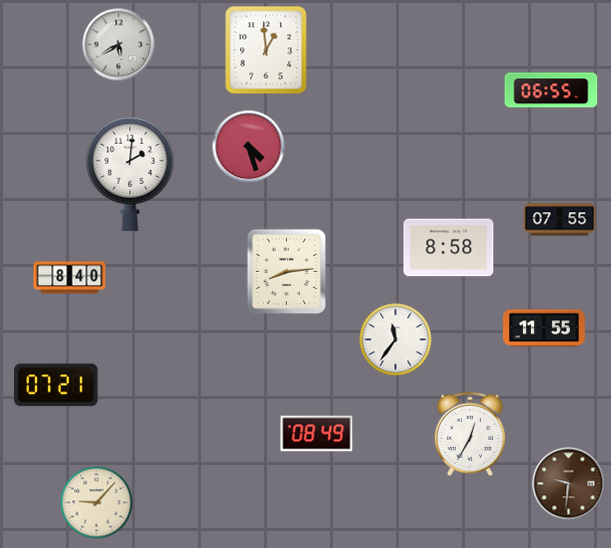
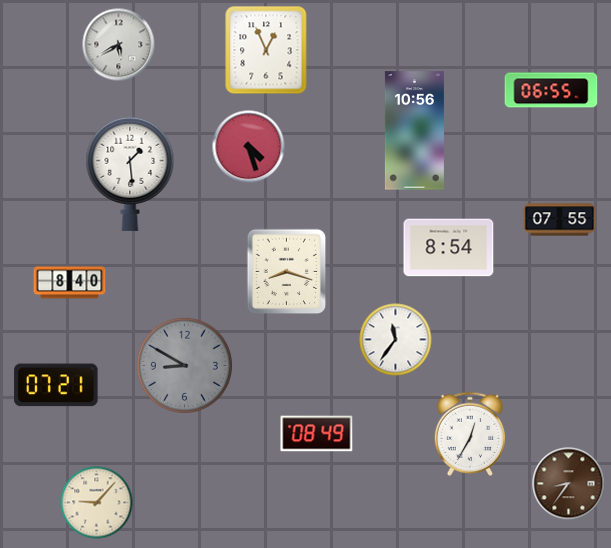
clock at (266, 50): 12:59 -> 12:56
clock at (414, 131): none -> 10:56
clock at (130, 174): 2:01 -> 1:29
clock at (449, 248): 8:58 -> 8:54
clock at (287, 272): 8:14 -> 8:18
clock at (70, 278) position: (70, 278) -> (70, 283)
clock at (544, 328): 11:55 -> none
clock at (184, 365): none -> 8:50
clock at (569, 484): 9:31 -> 8:36
